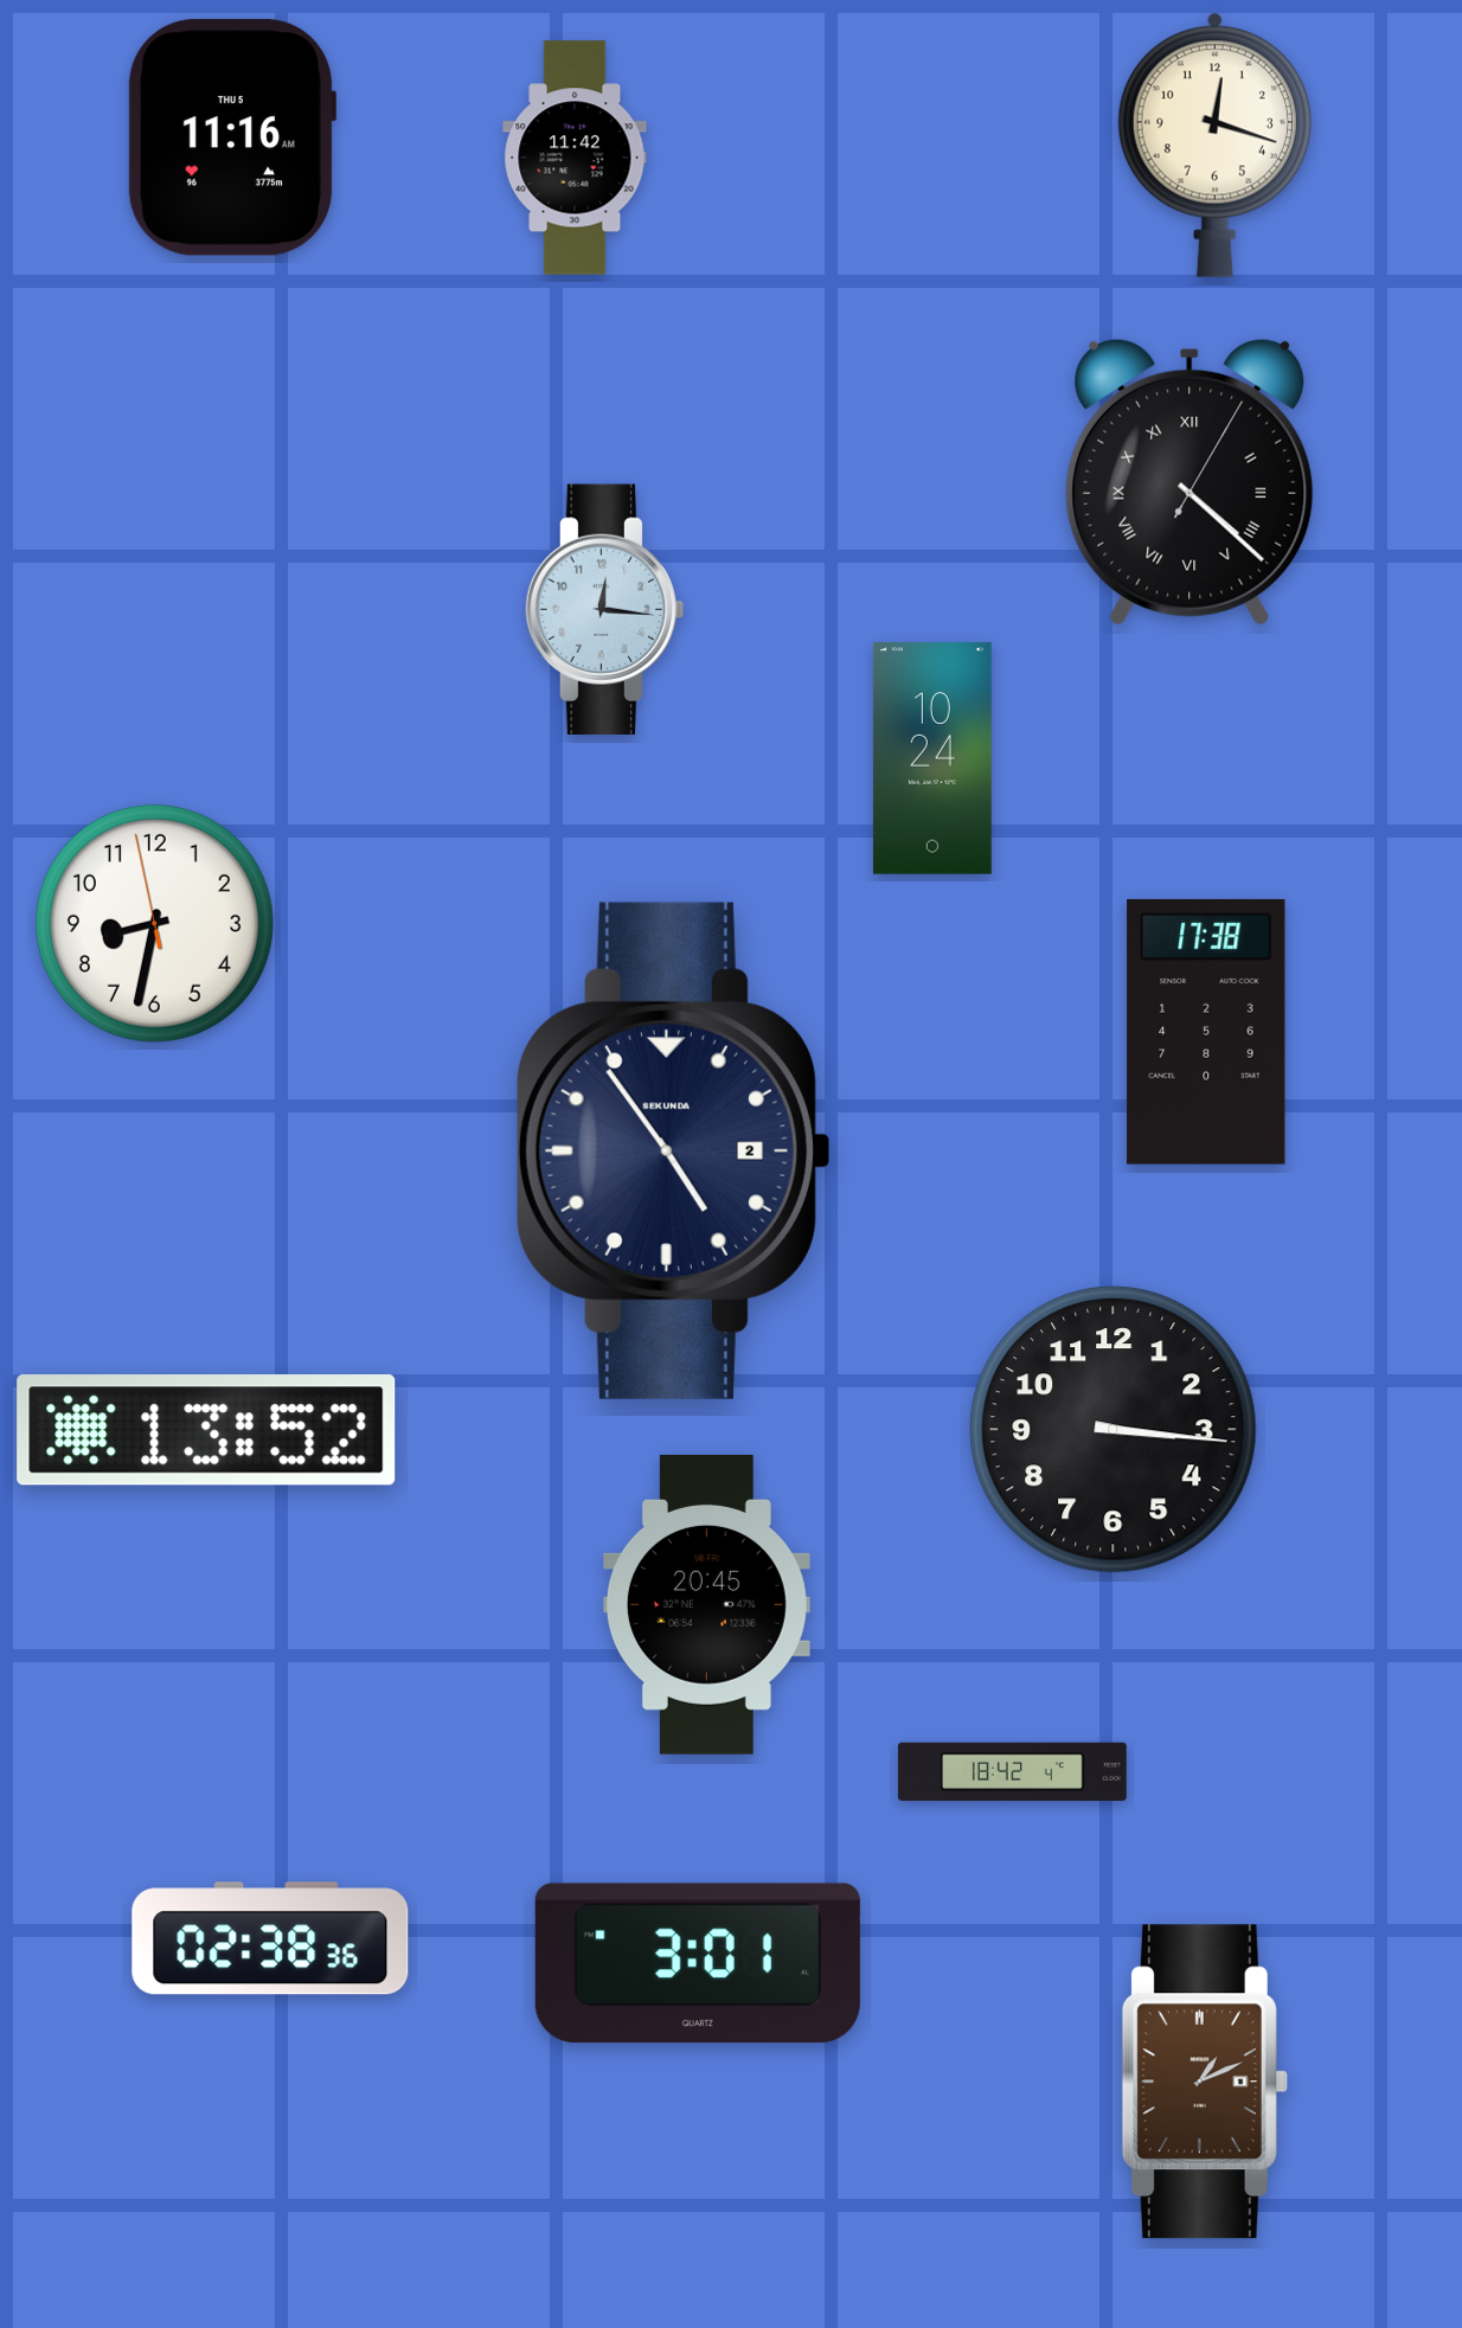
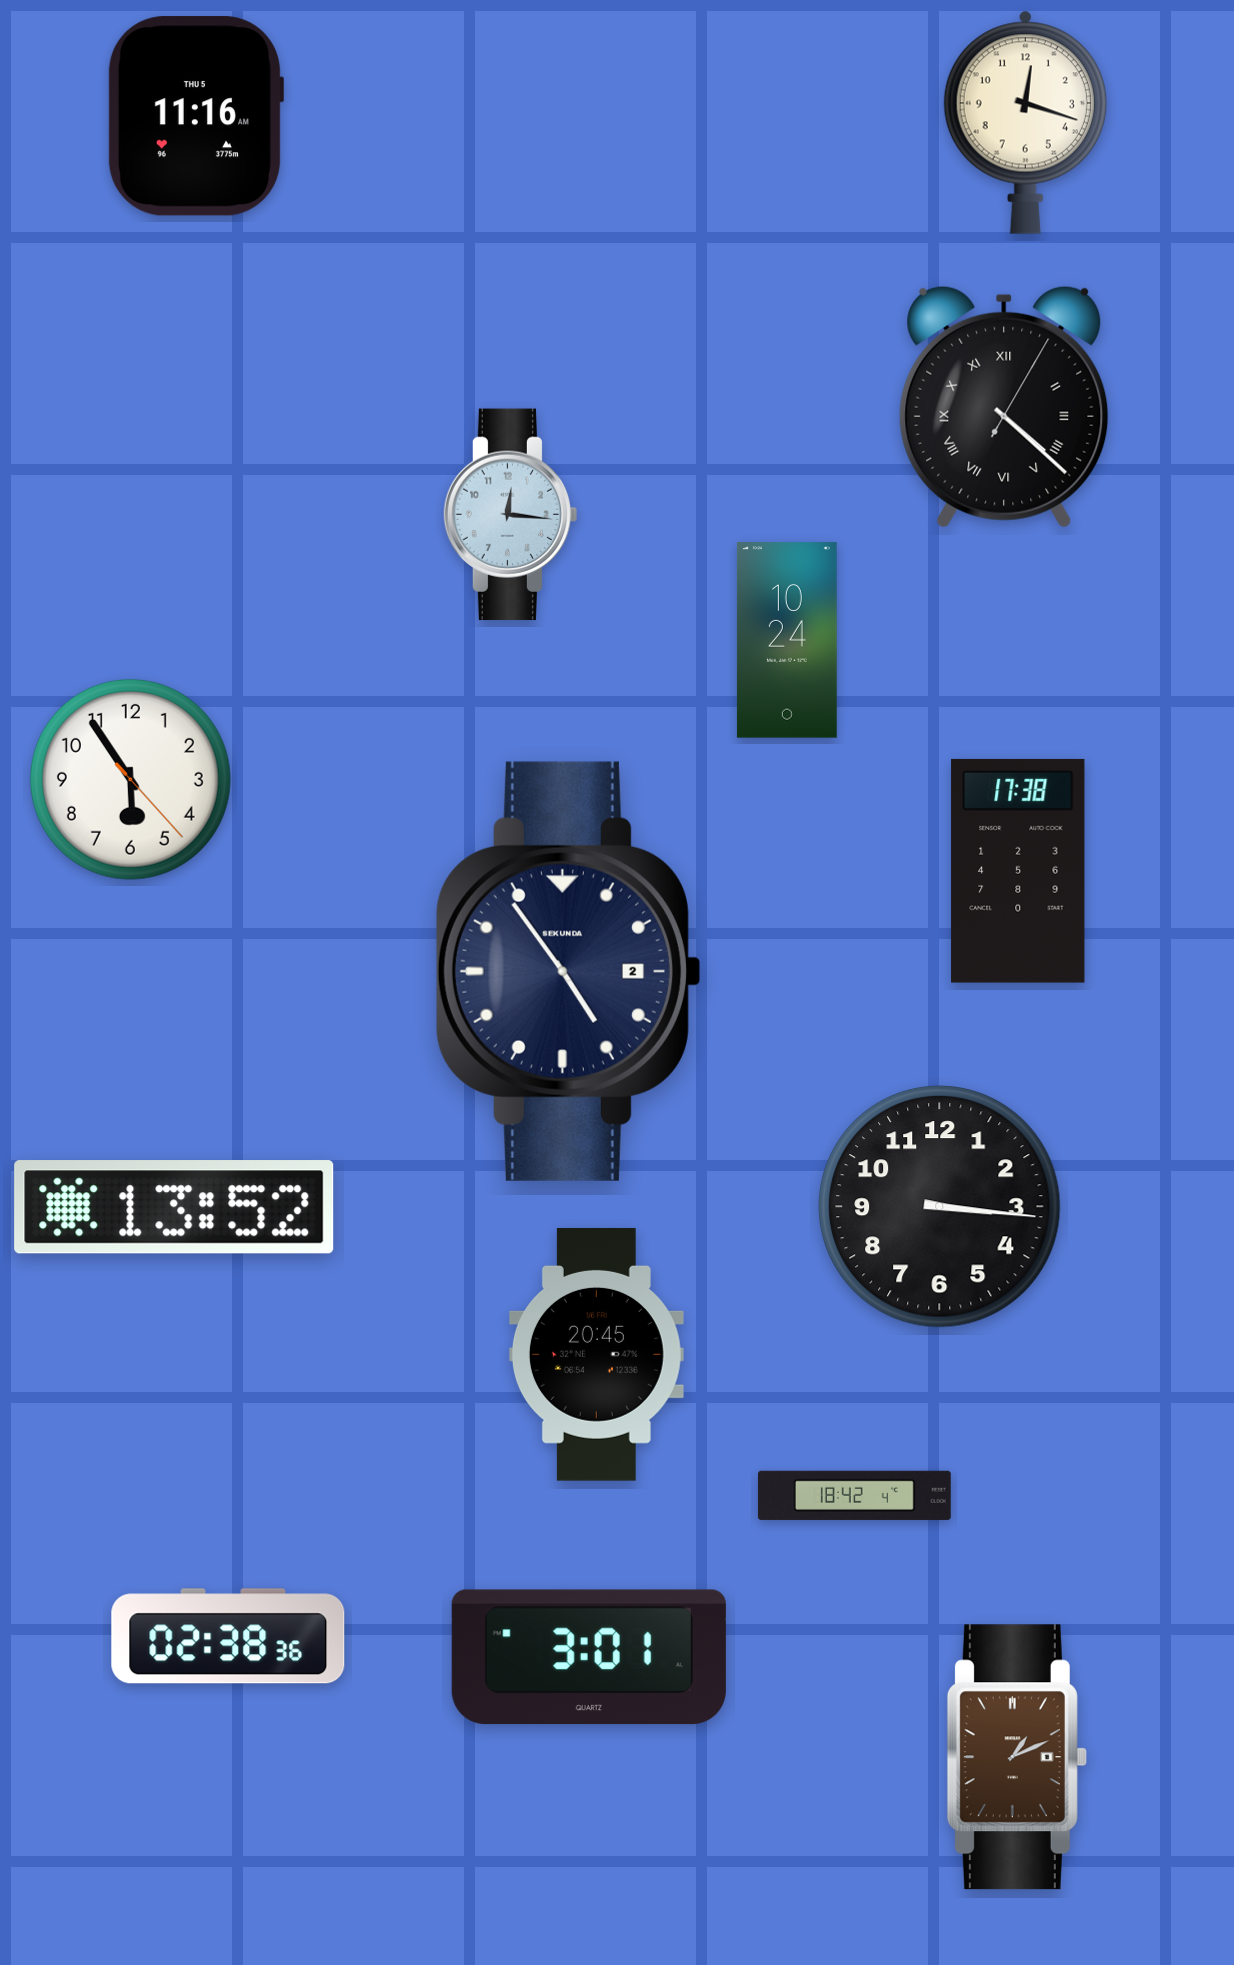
clock at (575, 158): 11:42 -> none
clock at (154, 923): 8:31 -> 5:54
